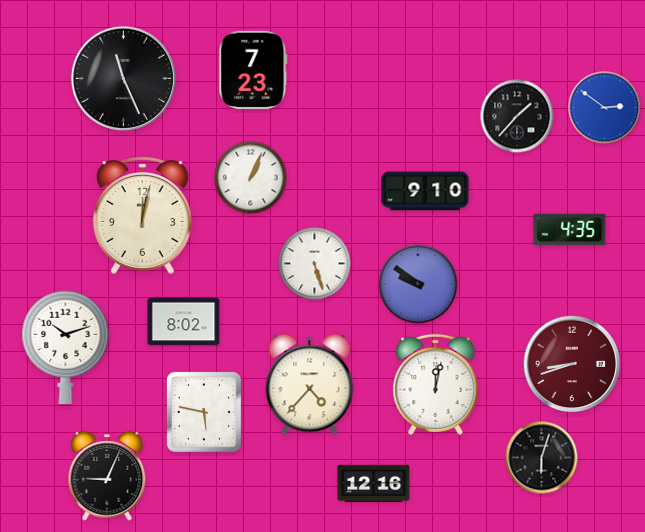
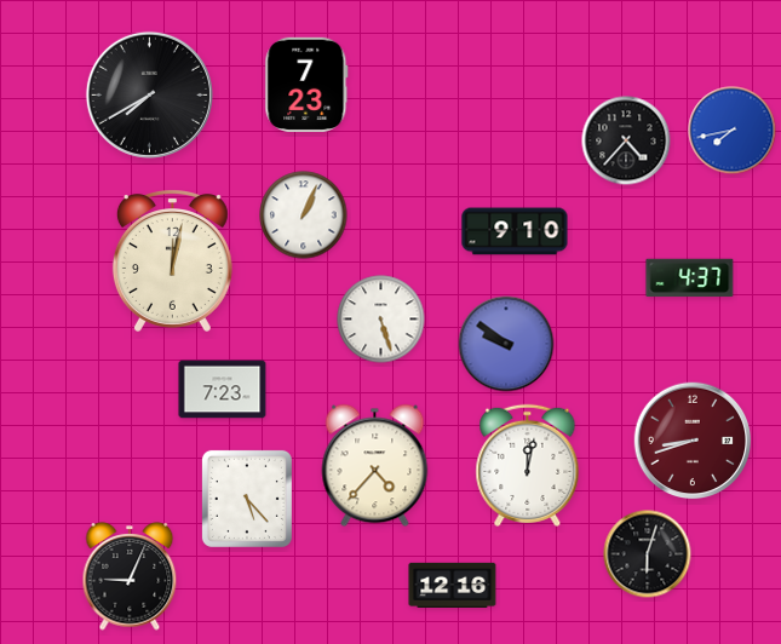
clock at (123, 78): 11:26 -> 7:40
clock at (605, 108): 2:51 -> 7:43
clock at (517, 116): 1:37 -> 4:37
clock at (570, 230): 4:35 -> 4:37
clock at (184, 322): 8:02 -> 7:23
clock at (66, 347): 10:12 -> none
clock at (204, 412): 5:47 -> 5:23
clock at (542, 458) position: (542, 458) -> (648, 554)
